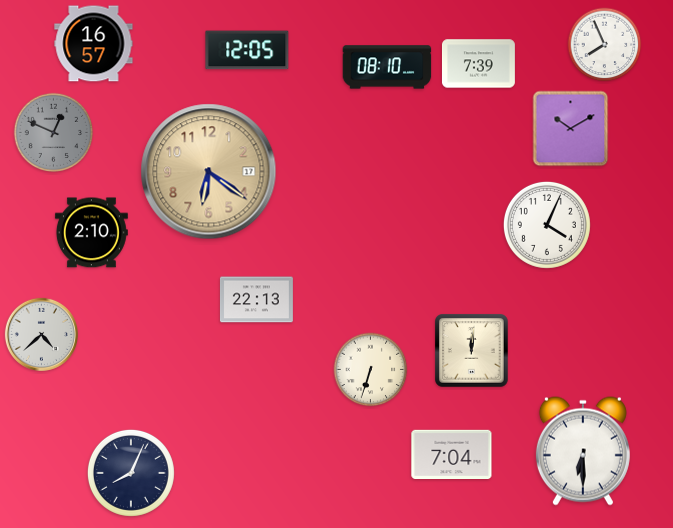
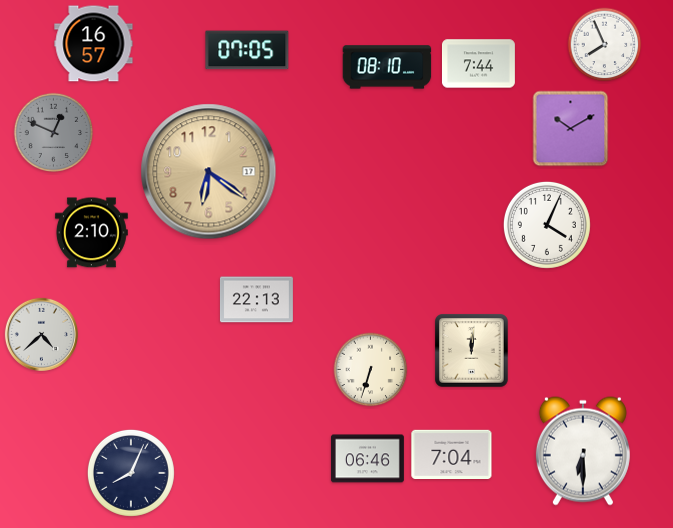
clock at (247, 50): 12:05 -> 07:05
clock at (478, 64): 7:39 -> 7:44
clock at (367, 459): none -> 06:46
